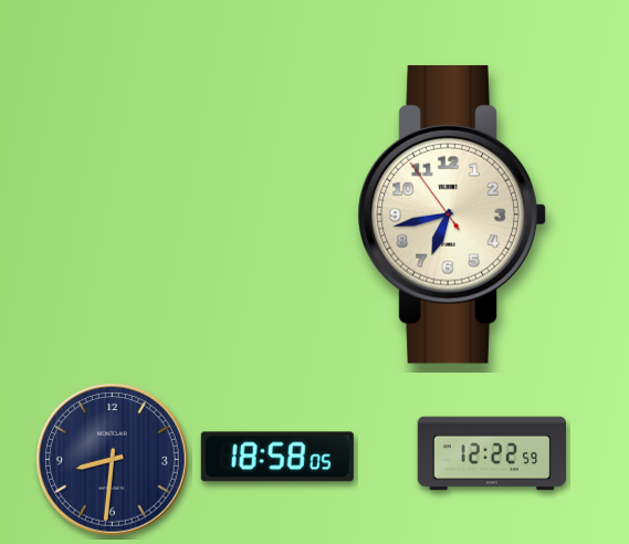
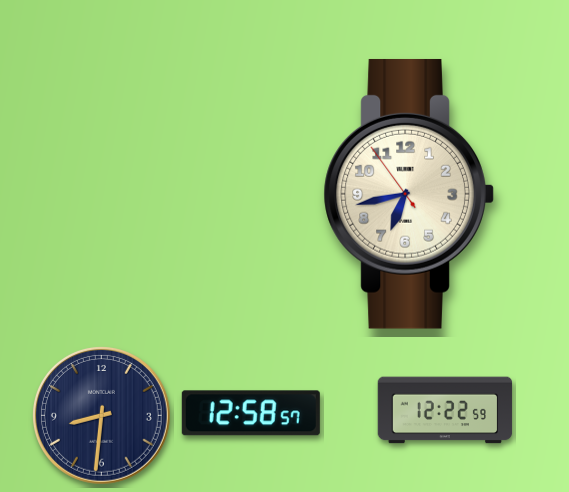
clock at (277, 457): 18:58 -> 12:58
